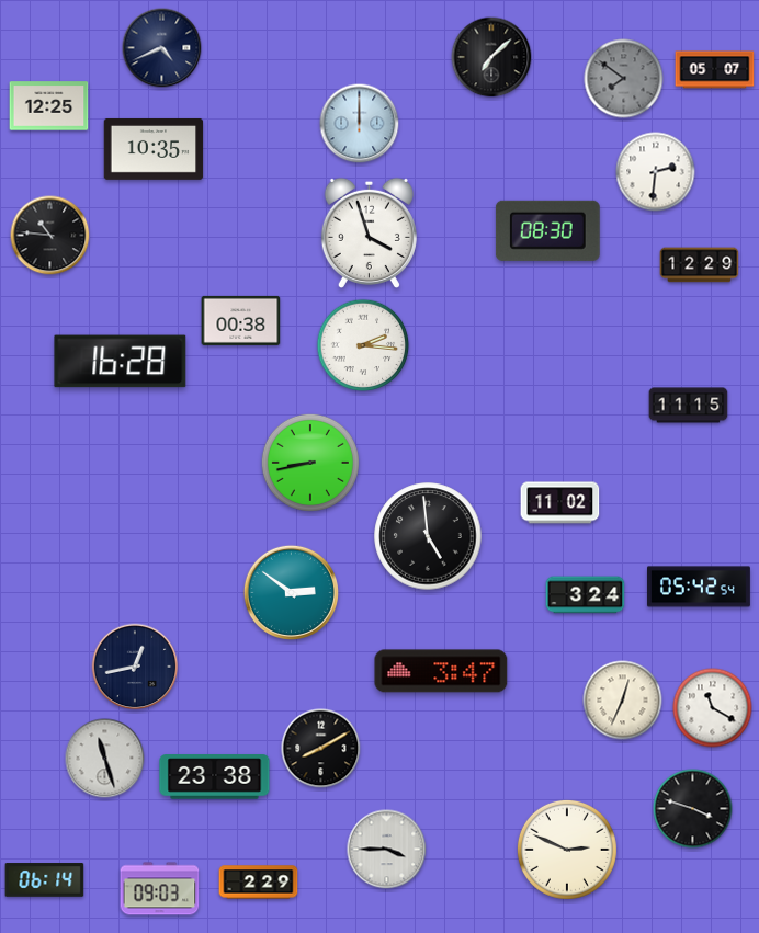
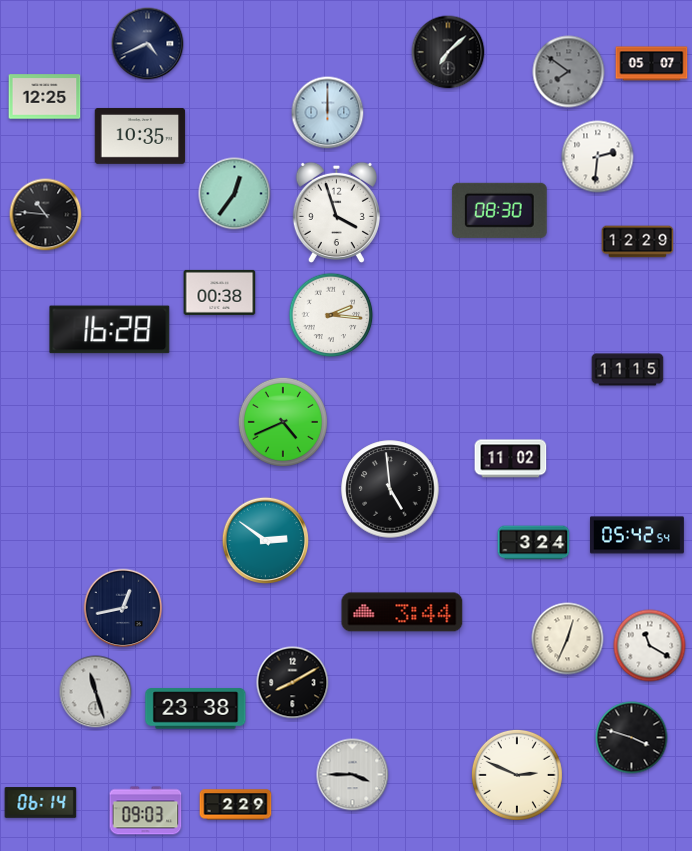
clock at (235, 194): none -> 12:36
clock at (310, 463): 8:43 -> 4:41
clock at (441, 671): 3:47 -> 3:44
